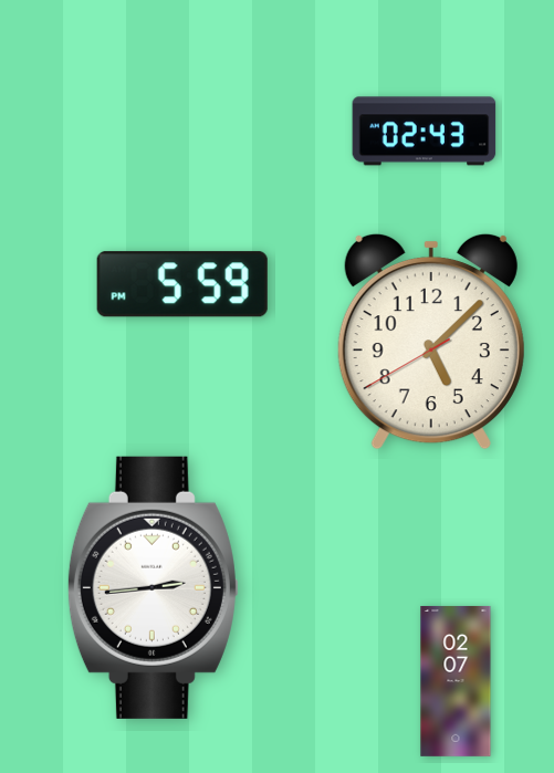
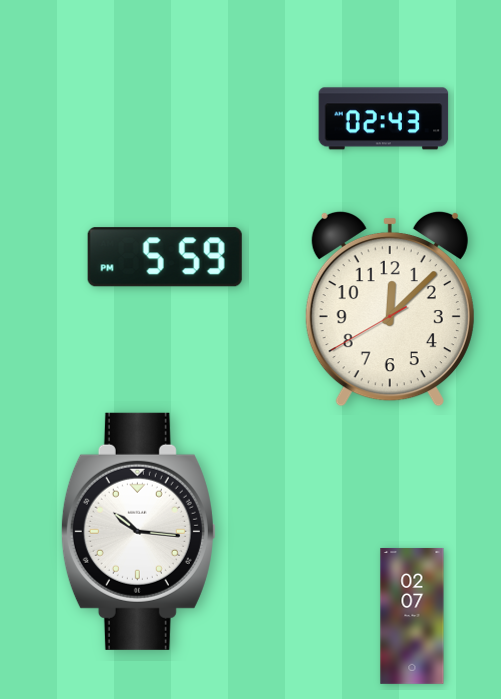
clock at (431, 342): 5:07 -> 12:07
clock at (153, 587): 2:44 -> 10:16
